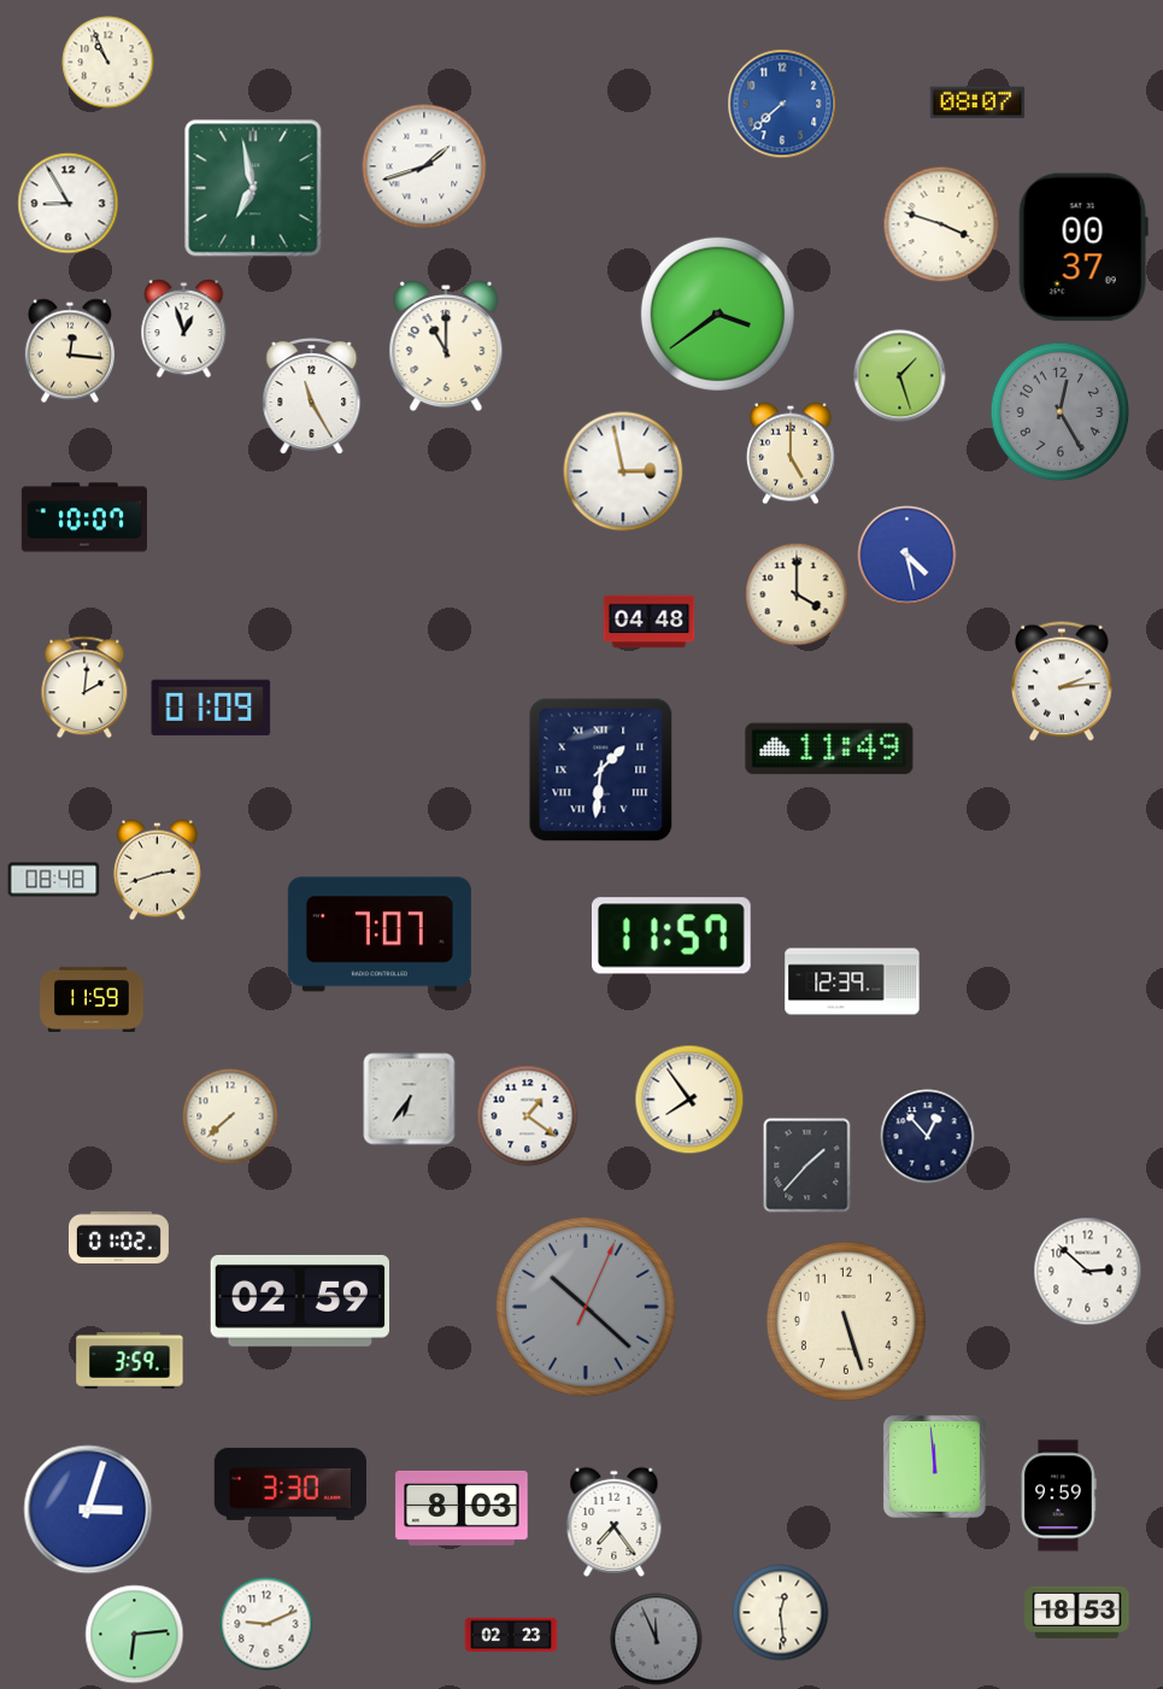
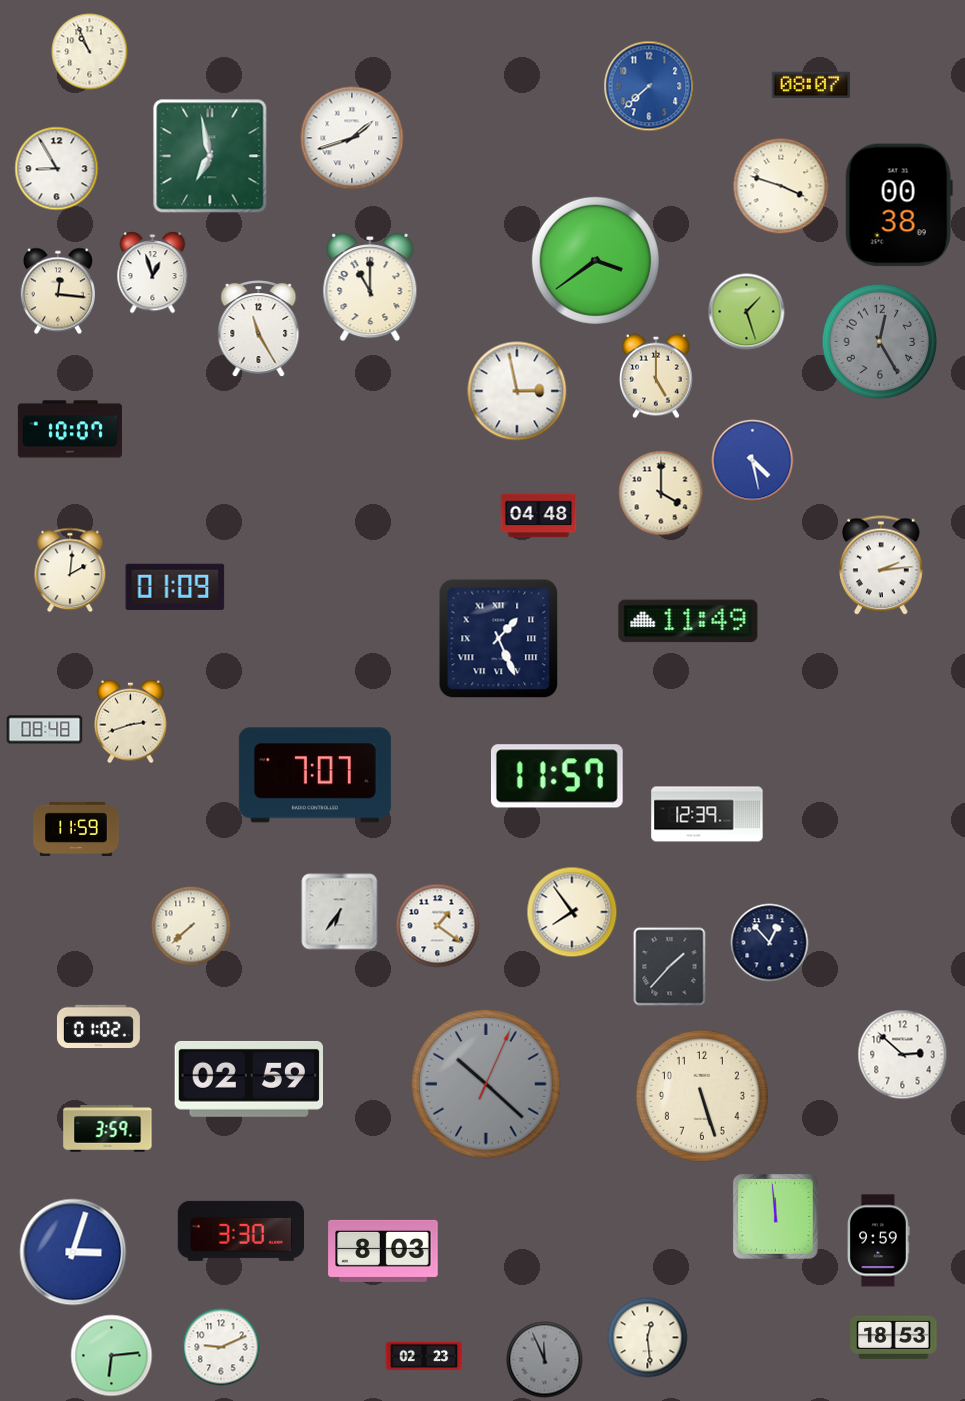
clock at (1083, 247): 00:37 -> 00:38
clock at (601, 770): 1:31 -> 1:26
clock at (615, 1521): 7:24 -> none
